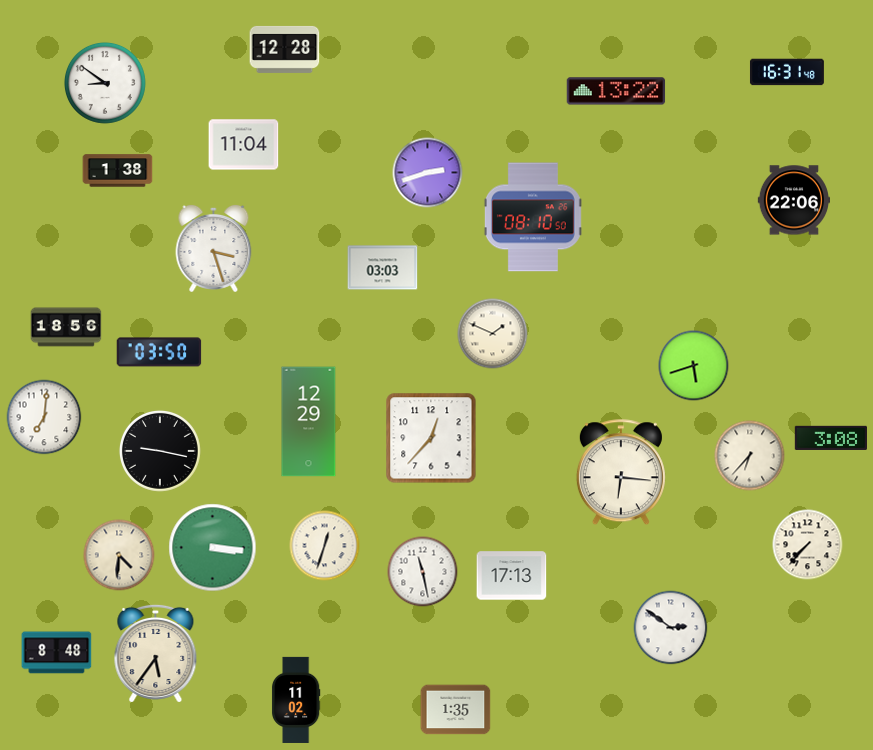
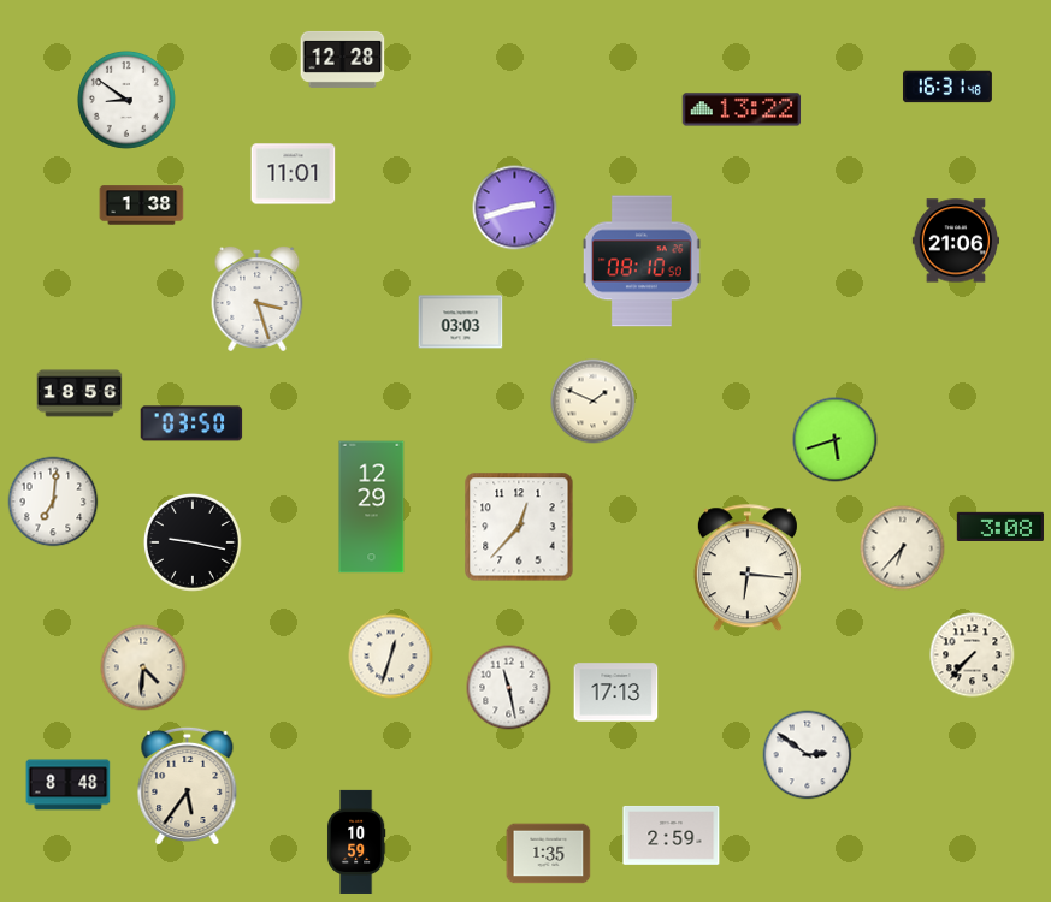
clock at (244, 145): 11:04 -> 11:01
clock at (793, 200): 22:06 -> 21:06
clock at (213, 548): 3:16 -> none
clock at (672, 836): none -> 2:59
clock at (296, 700): 11:02 -> 10:59
